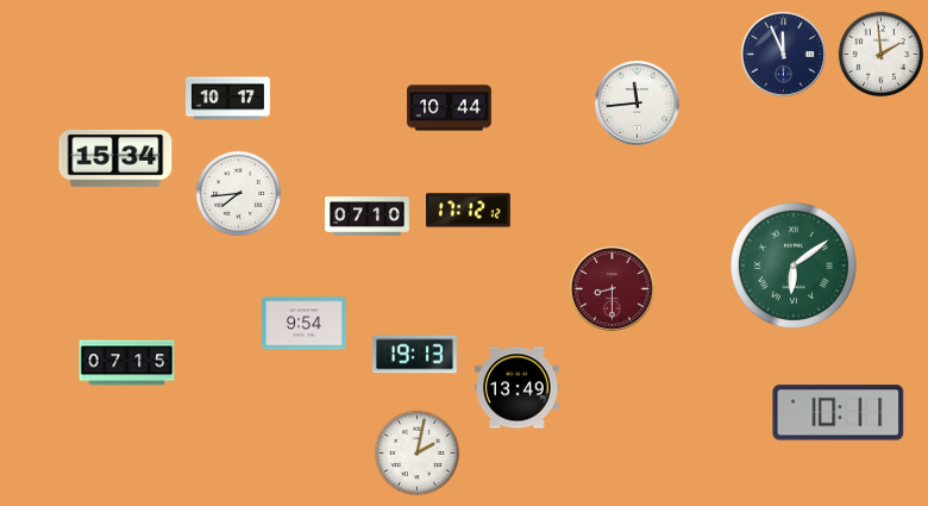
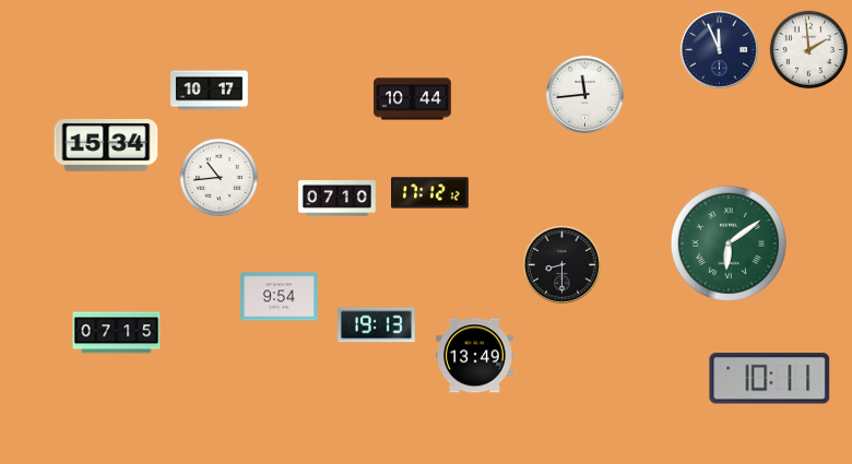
clock at (239, 194): 7:44 -> 10:44
clock at (613, 289) dial: burgundy -> black
clock at (415, 355) position: (415, 355) -> (377, 325)
clock at (418, 454): 2:02 -> none
